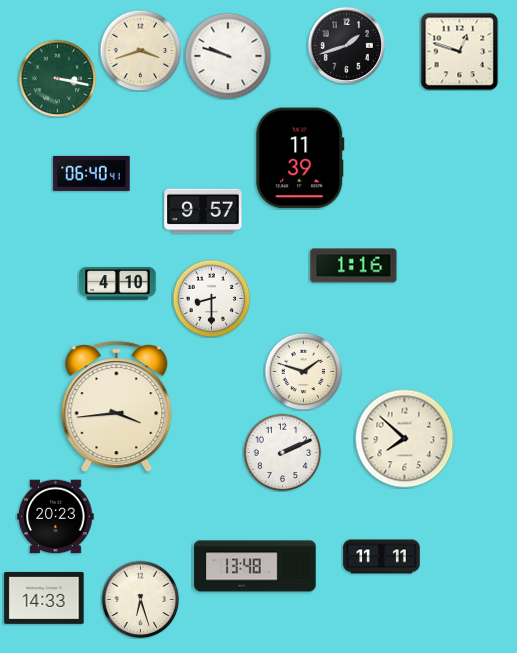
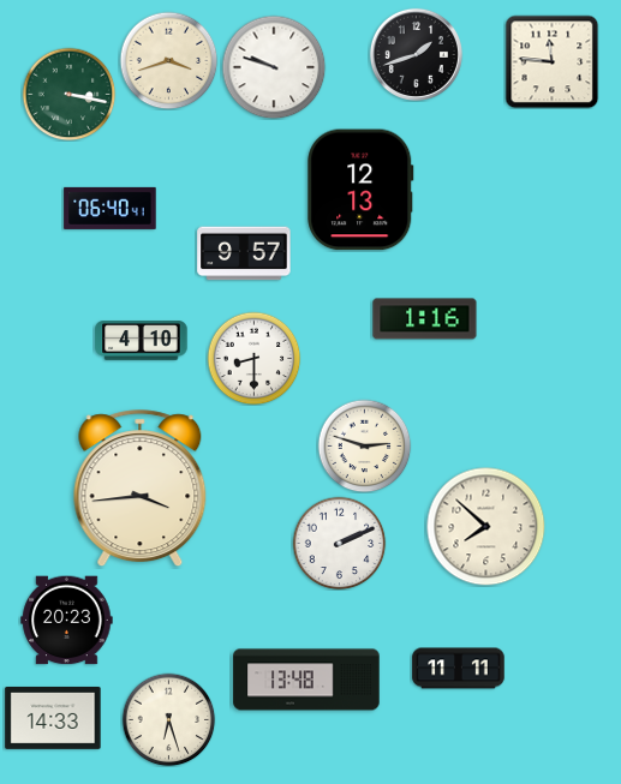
clock at (459, 51): 12:48 -> 11:46
clock at (300, 158): 11:39 -> 12:13
clock at (303, 371): 1:48 -> 2:48
